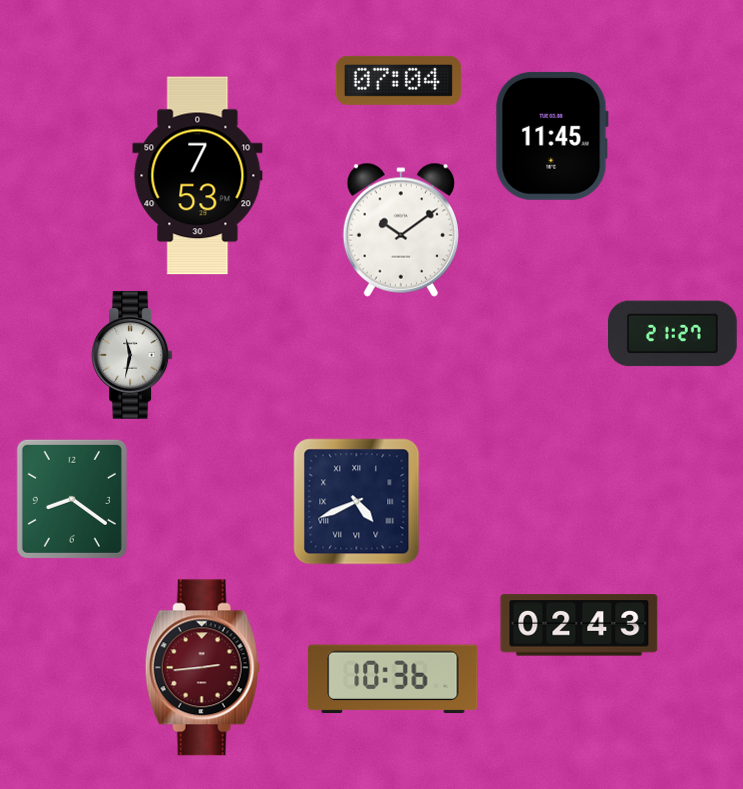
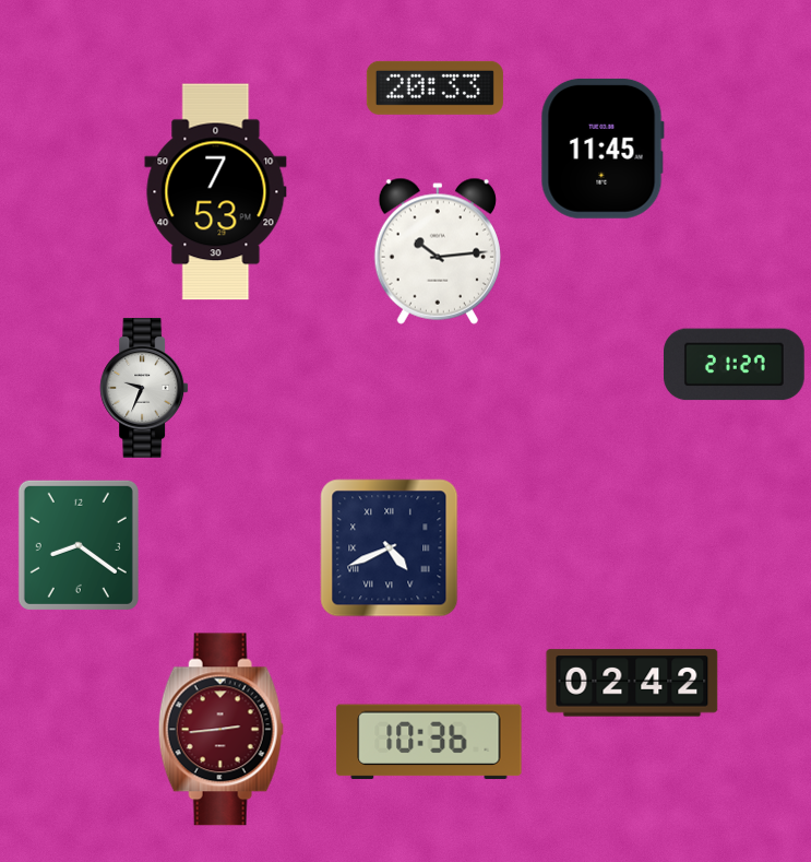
clock at (398, 80): 07:04 -> 20:33
clock at (401, 230): 10:09 -> 10:14
clock at (132, 355): 11:32 -> 9:34
clock at (579, 625): 02:43 -> 02:42
